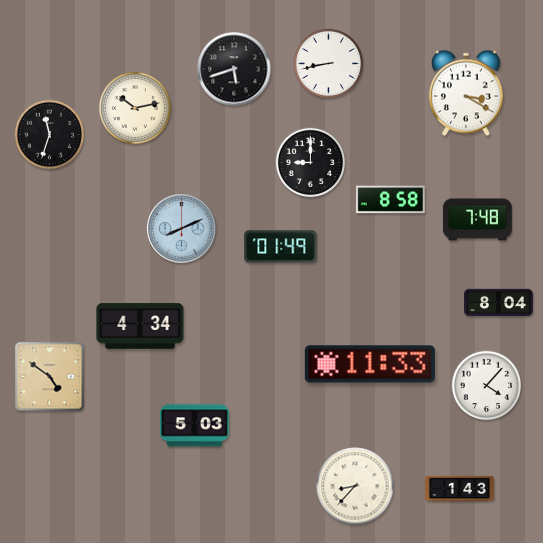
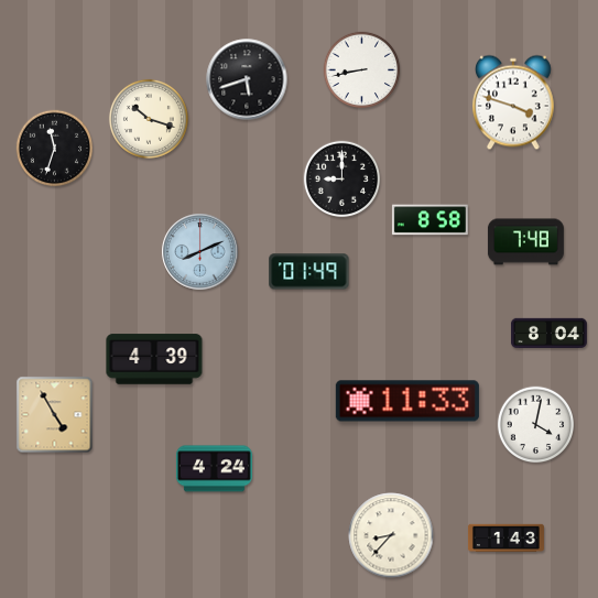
clock at (234, 69) position: (234, 69) -> (247, 79)
clock at (467, 93): 3:20 -> 3:48
clock at (135, 108): 10:13 -> 10:18
clock at (140, 326): 4:34 -> 4:39
clock at (50, 377): 4:51 -> 4:55
clock at (487, 386): 4:07 -> 4:02
clock at (194, 426): 5:03 -> 4:24
